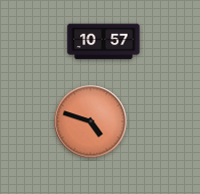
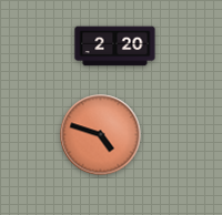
clock at (104, 42): 10:57 -> 2:20
